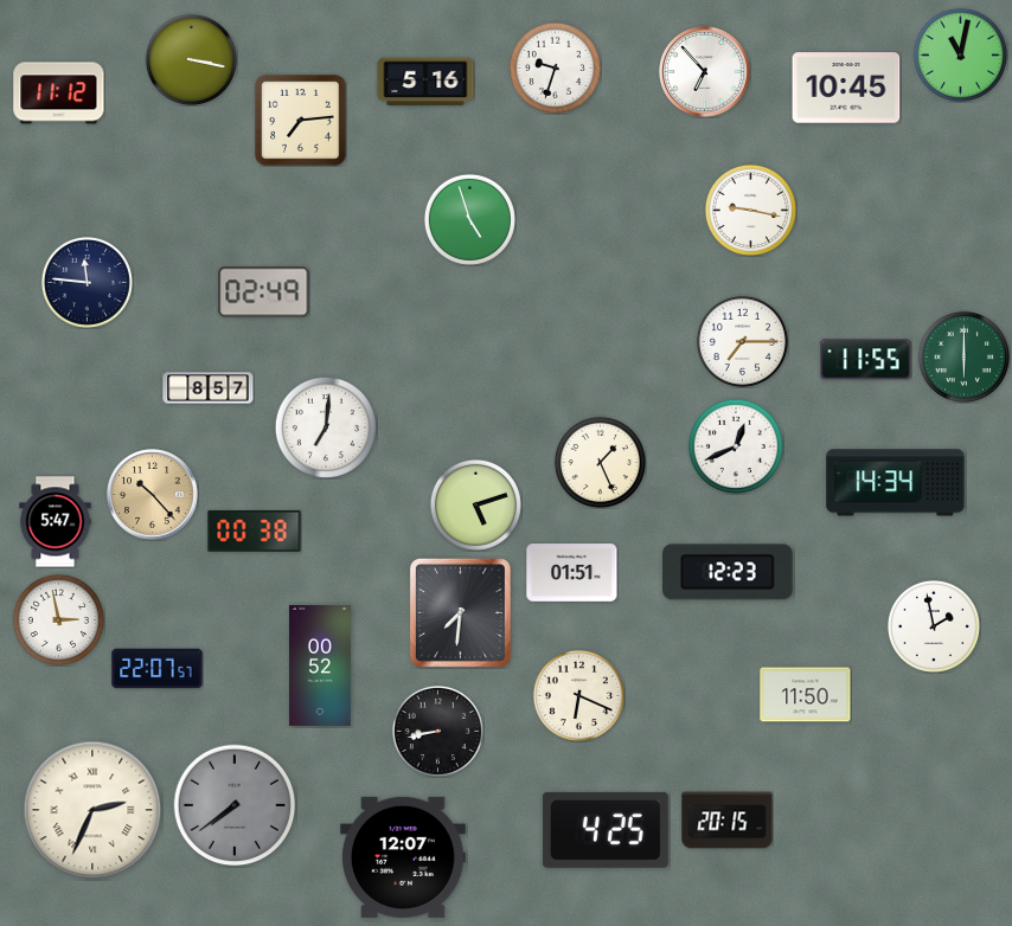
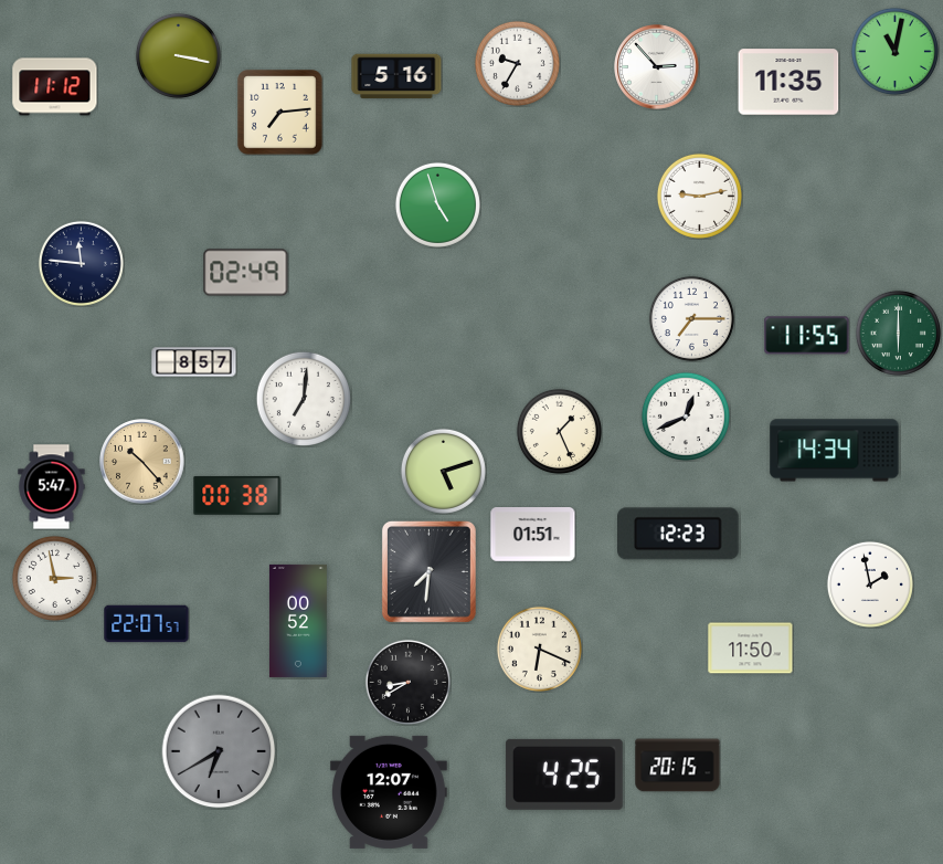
clock at (555, 67): 9:33 -> 9:35
clock at (705, 72): 6:53 -> 2:53
clock at (846, 88): 10:45 -> 11:35
clock at (750, 210): 9:17 -> 9:13
clock at (437, 731): 8:43 -> 8:40
clock at (235, 805): 7:39 -> 6:40
clock at (92, 810): 2:34 -> none
clock at (403, 857) position: (403, 857) -> (389, 792)
